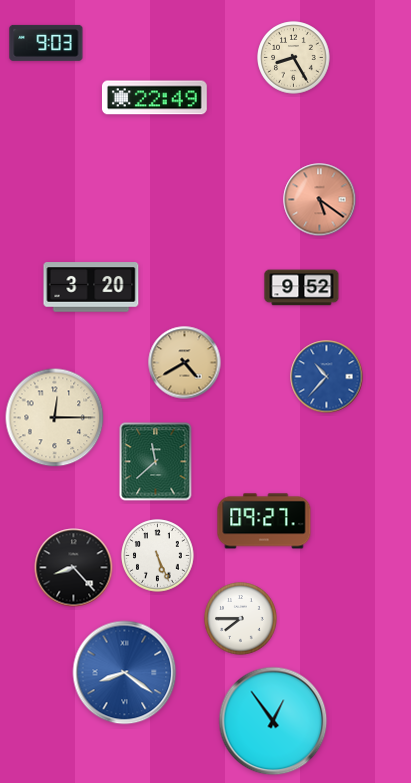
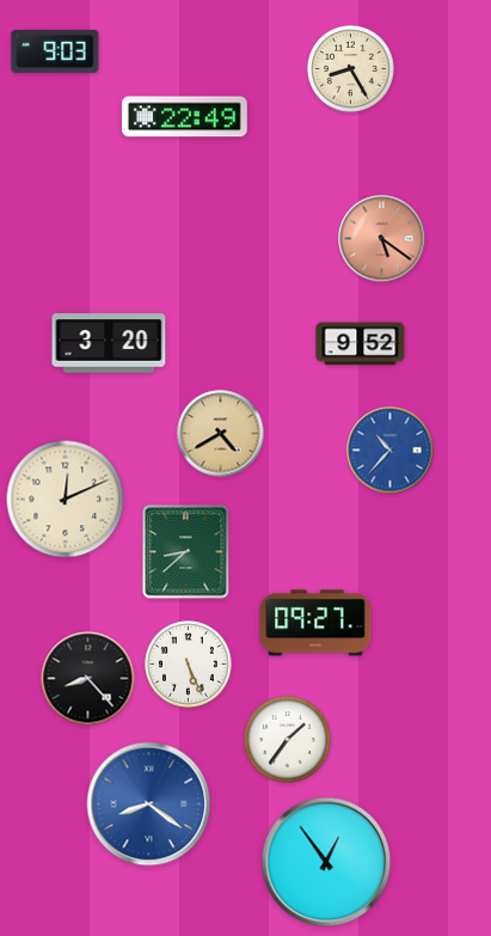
clock at (55, 418): 12:15 -> 12:11
clock at (156, 462): 11:38 -> 8:38
clock at (241, 619): 7:45 -> 1:36
